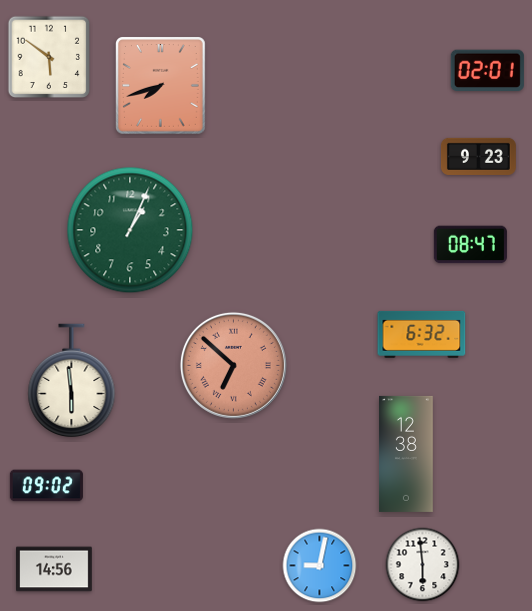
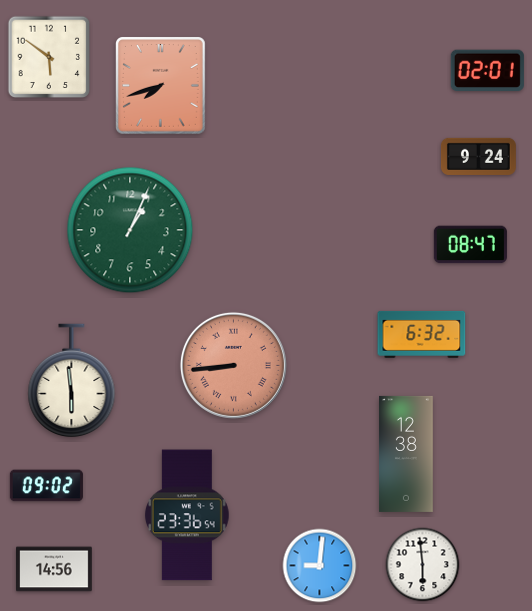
clock at (478, 156): 9:23 -> 9:24
clock at (233, 365): 6:52 -> 8:44
clock at (187, 515): none -> 23:36
clock at (320, 566): 9:02 -> 9:01
